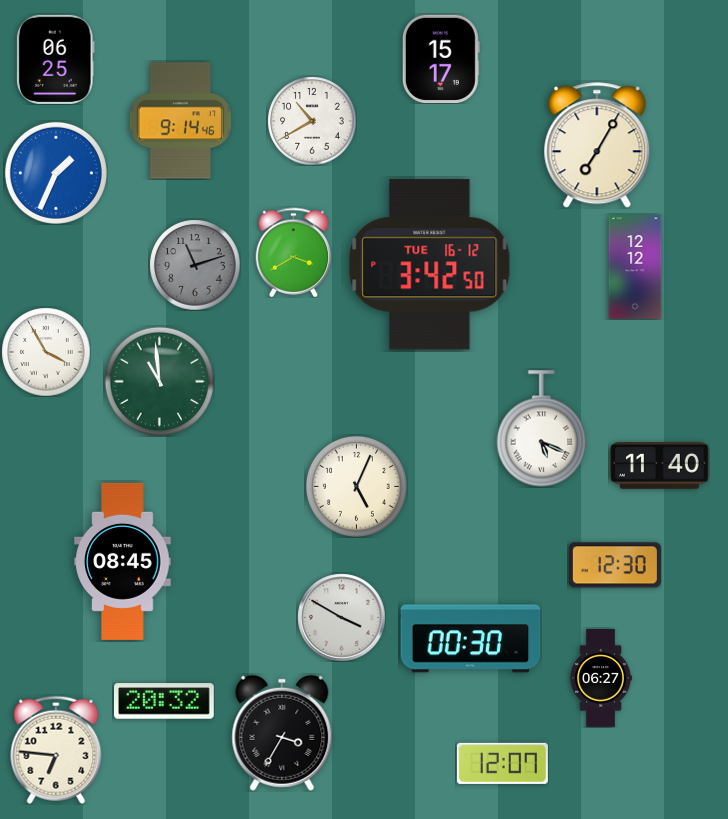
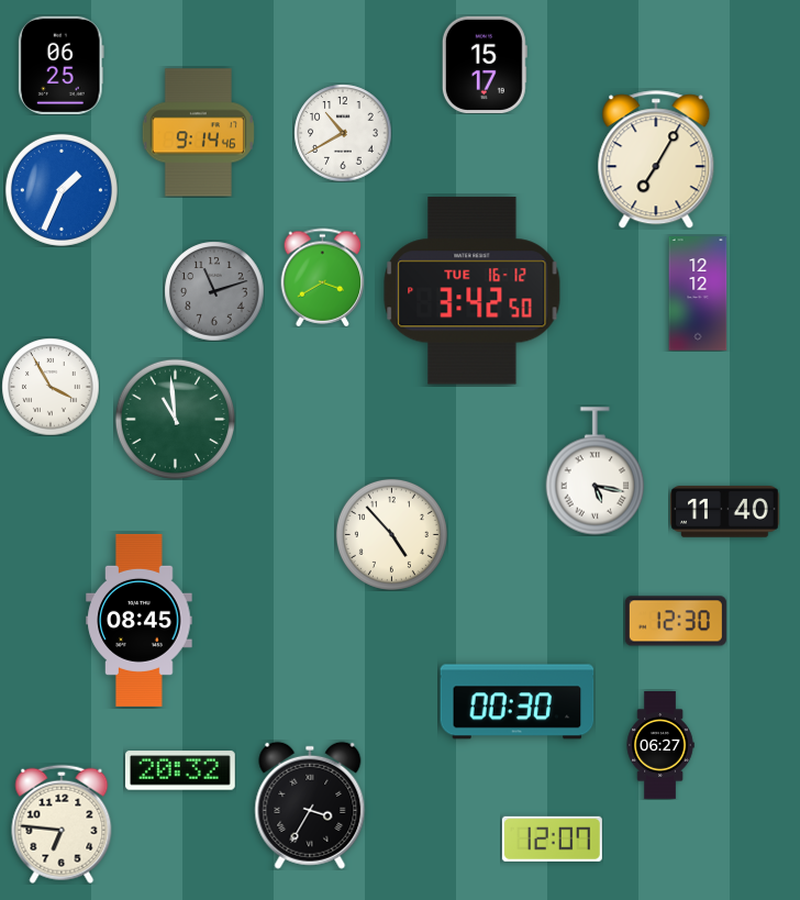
clock at (542, 429): 5:19 -> 5:17
clock at (356, 486): 5:04 -> 4:53
clock at (123, 561) position: (123, 561) -> (140, 620)
clock at (341, 617): 3:50 -> none
